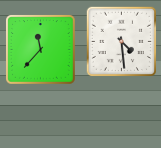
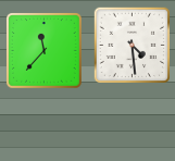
clock at (41, 50) position: (41, 50) -> (45, 51)
